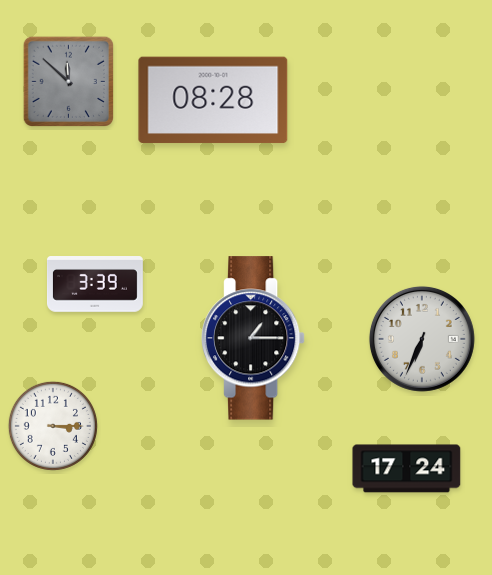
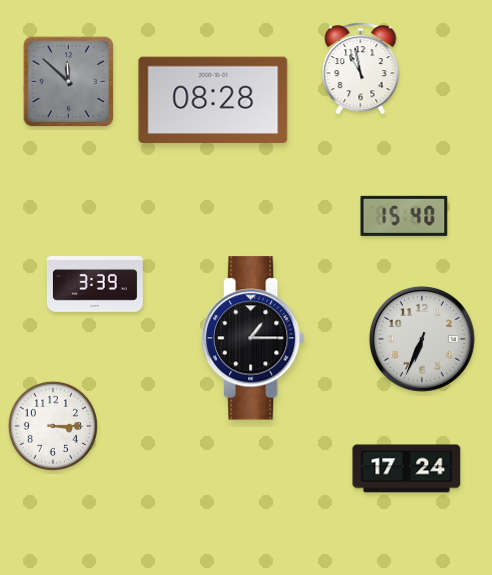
clock at (361, 69): none -> 10:58
clock at (404, 216): none -> 15:40
